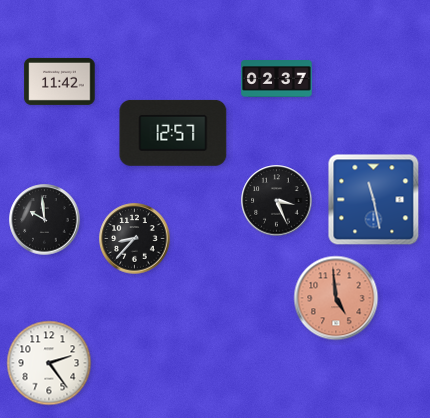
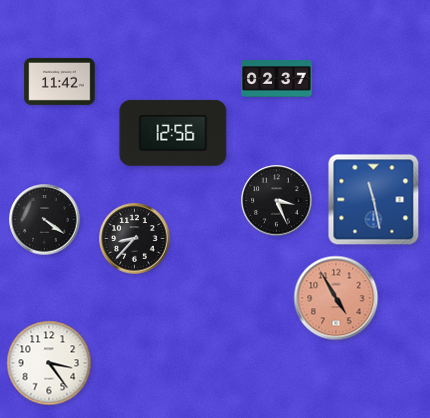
clock at (173, 133): 12:57 -> 12:56
clock at (45, 220): 9:59 -> 4:21
clock at (336, 298): 4:59 -> 4:55
clock at (49, 363): 2:24 -> 3:24
